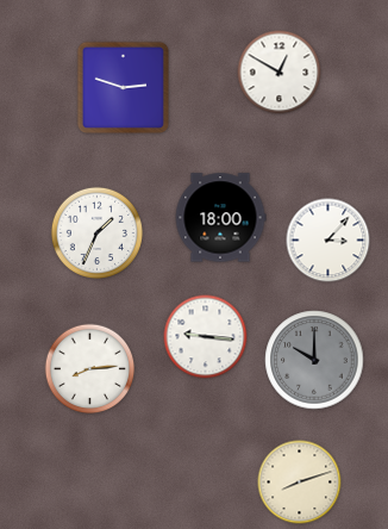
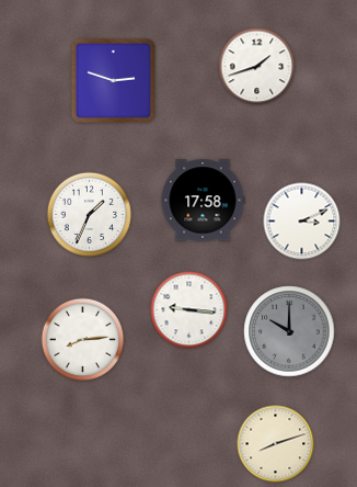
clock at (280, 73): 12:50 -> 1:42
clock at (220, 218): 18:00 -> 17:58
clock at (328, 241): 3:07 -> 3:11
